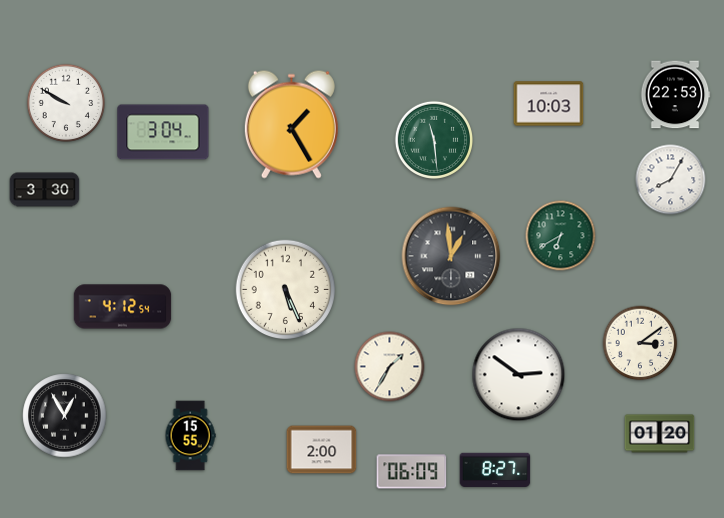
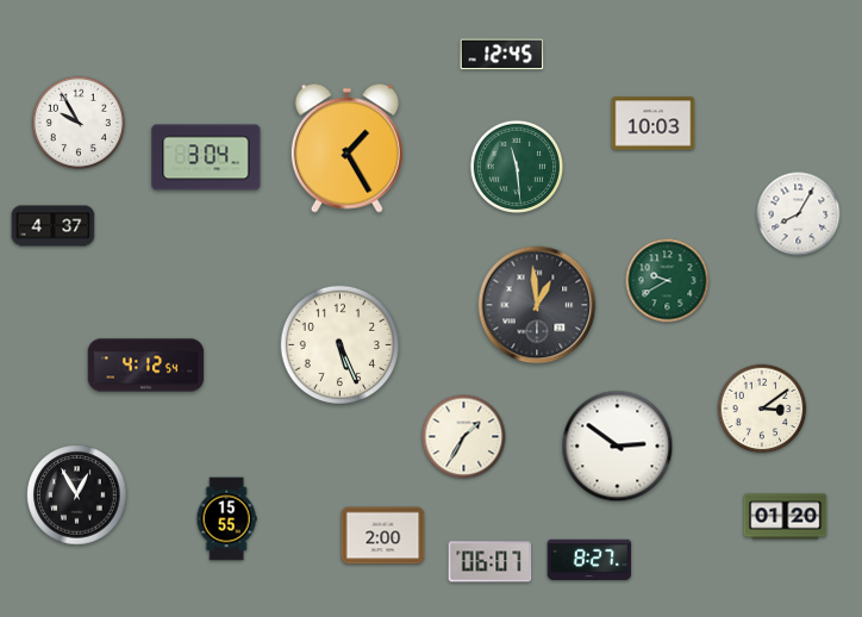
clock at (502, 55): none -> 12:45
clock at (675, 95): 22:53 -> none
clock at (65, 102): 9:50 -> 9:55
clock at (163, 132) position: (163, 132) -> (206, 157)
clock at (45, 190): 3:30 -> 4:37
clock at (561, 236): 6:40 -> 9:40
clock at (412, 472): 06:09 -> 06:07
